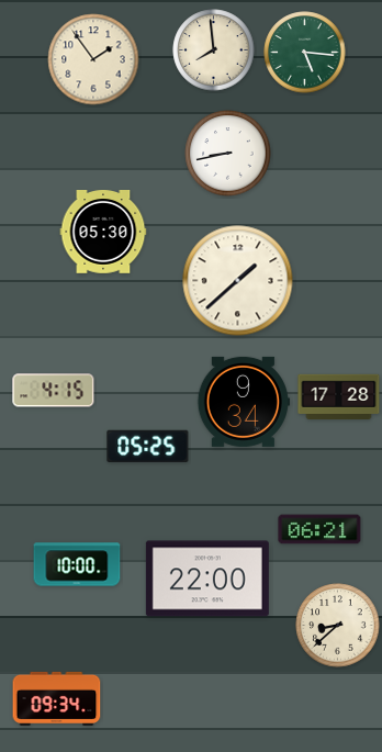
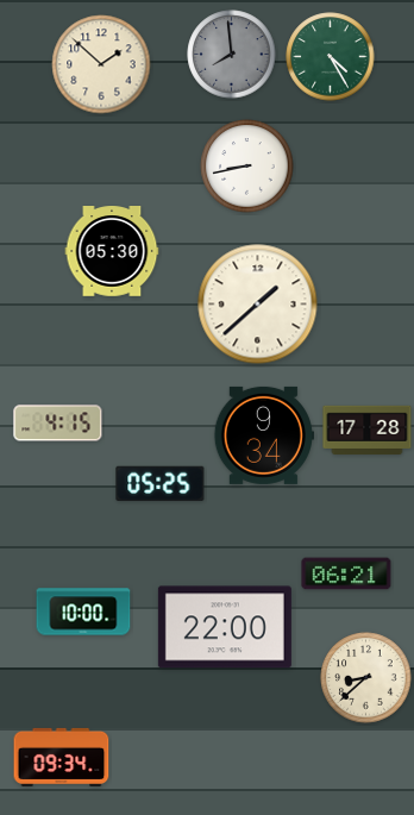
clock at (214, 50) dial: cream -> grey
clock at (305, 53): 5:16 -> 4:25
clock at (93, 59): 1:54 -> 1:52
